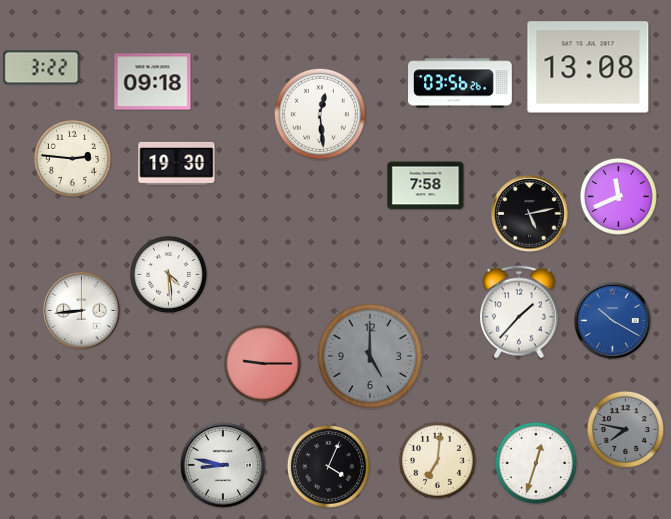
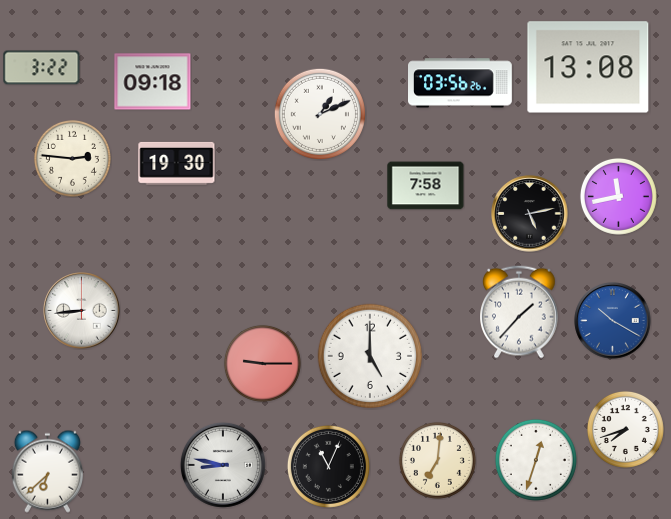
clock at (320, 114): 12:29 -> 1:11
clock at (618, 196): 11:41 -> 11:43
clock at (168, 274): 4:29 -> none
clock at (370, 356) dial: grey -> white
clock at (625, 429): 7:47 -> 7:42
clock at (625, 429) dial: grey -> white
clock at (536, 463) position: (536, 463) -> (536, 460)
clock at (328, 466): 4:04 -> 11:04
clock at (47, 471): none -> 6:38
